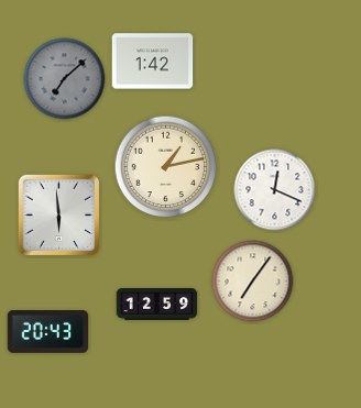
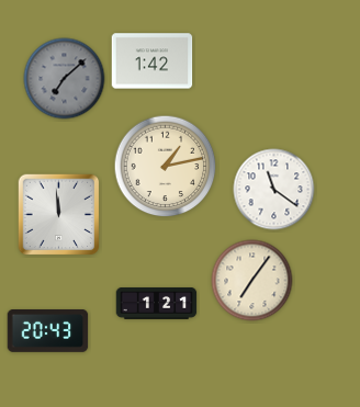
clock at (275, 190): 12:19 -> 11:21
clock at (59, 216): 5:59 -> 11:59
clock at (157, 305): 12:59 -> 1:21
